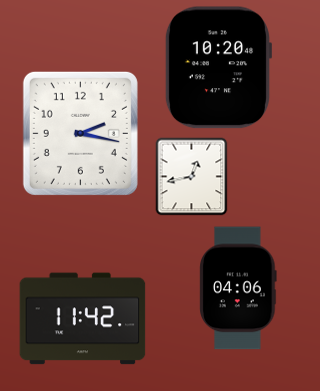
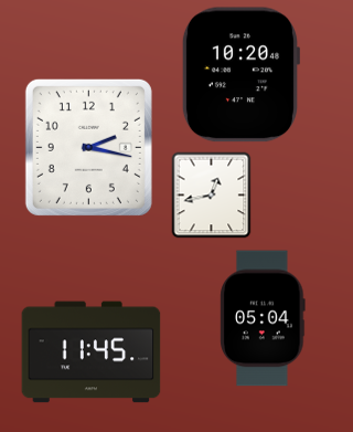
clock at (238, 288): 04:06 -> 05:04
clock at (83, 319): 11:42 -> 11:45
